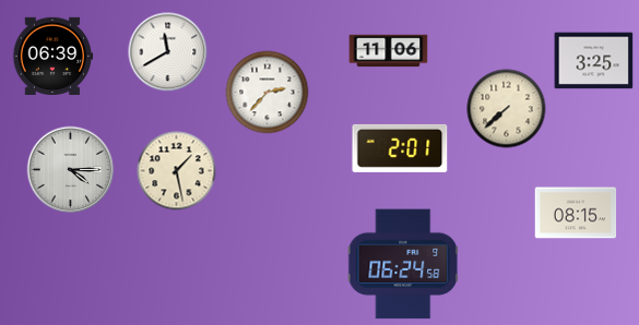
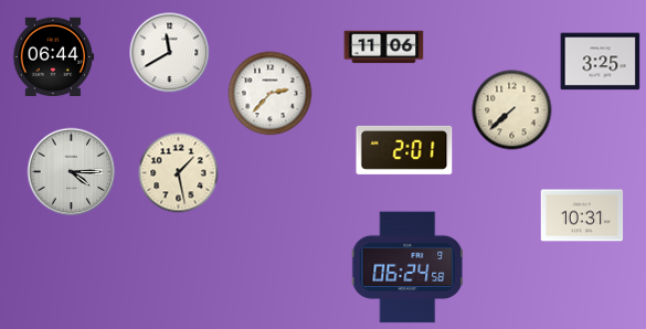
clock at (389, 51) position: (389, 51) -> (384, 47)
clock at (52, 56): 06:39 -> 06:44
clock at (576, 213): 08:15 -> 10:31
